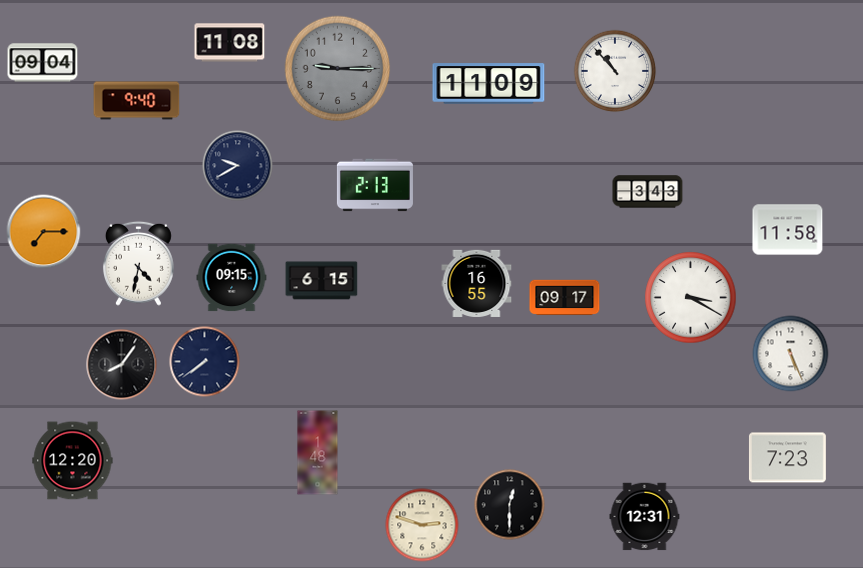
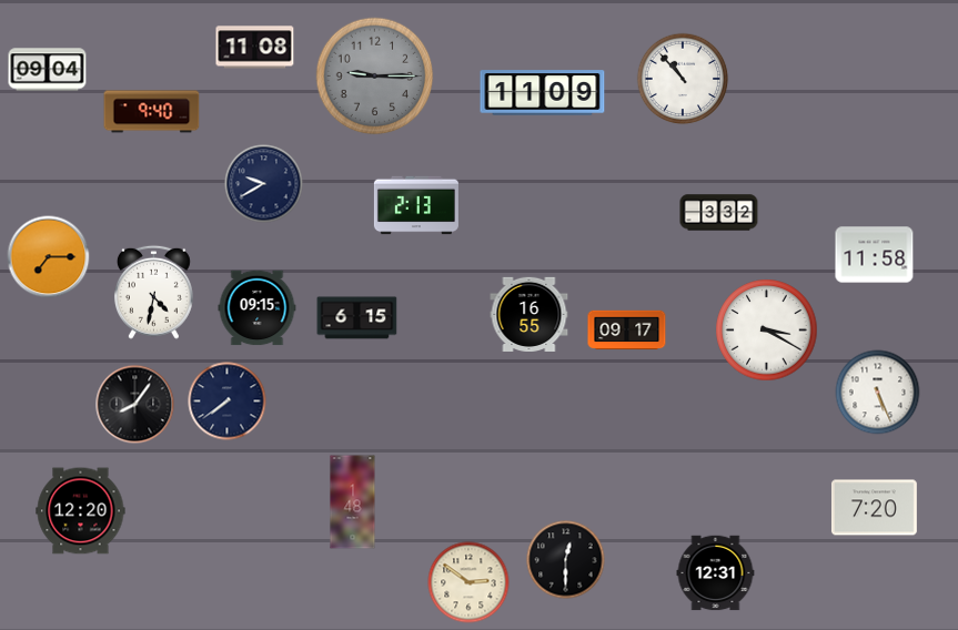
clock at (648, 192): 3:43 -> 3:32
clock at (322, 281) position: (322, 281) -> (357, 318)
clock at (787, 458): 7:23 -> 7:20
clock at (422, 525): 2:48 -> 2:51
